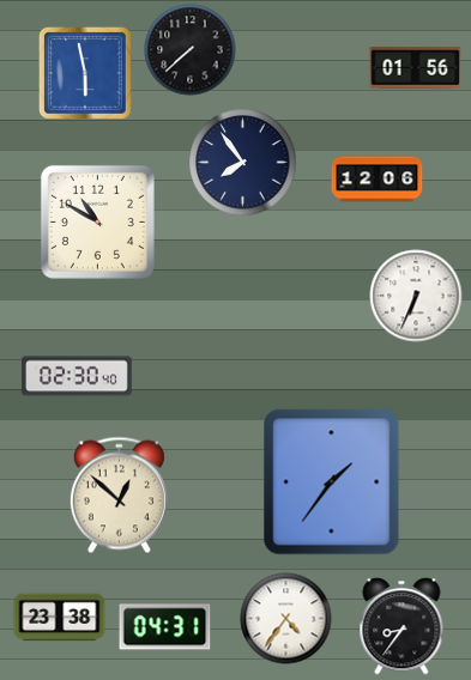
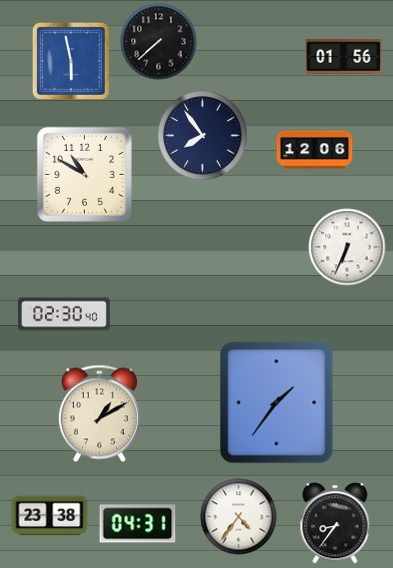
clock at (416, 68) position: (416, 68) -> (344, 57)
clock at (97, 221) position: (97, 221) -> (84, 174)
clock at (119, 496): 12:52 -> 1:10
